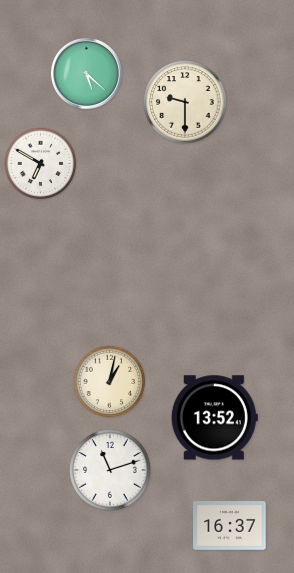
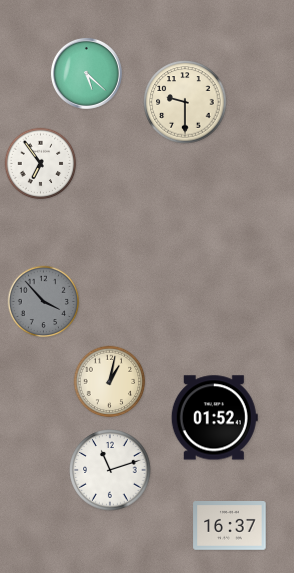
clock at (41, 164): 6:50 -> 6:54
clock at (44, 302): none -> 3:53
clock at (214, 418): 13:52 -> 01:52
